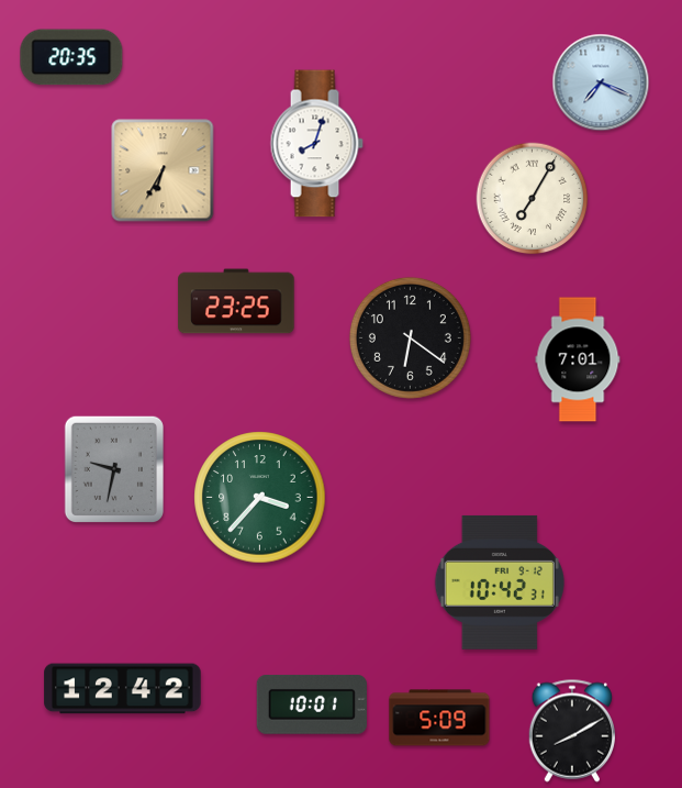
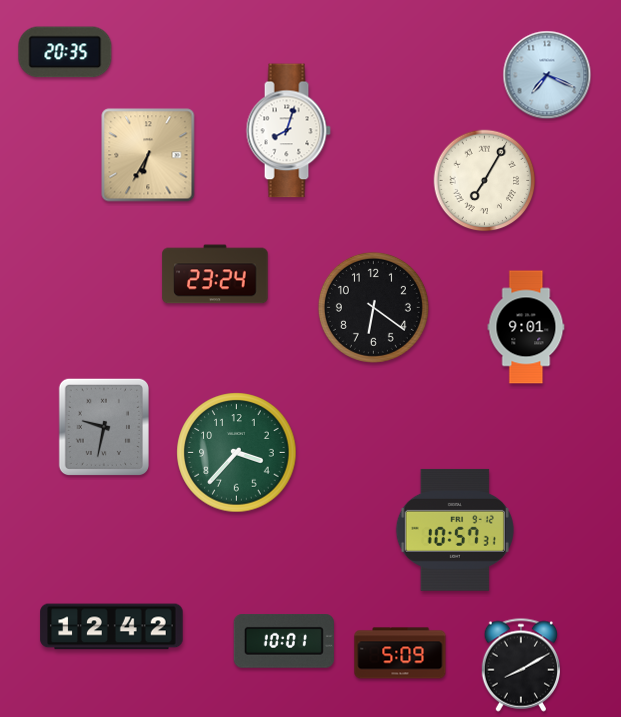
clock at (236, 301): 23:25 -> 23:24
clock at (578, 359): 7:01 -> 9:01
clock at (500, 582): 10:42 -> 10:57
